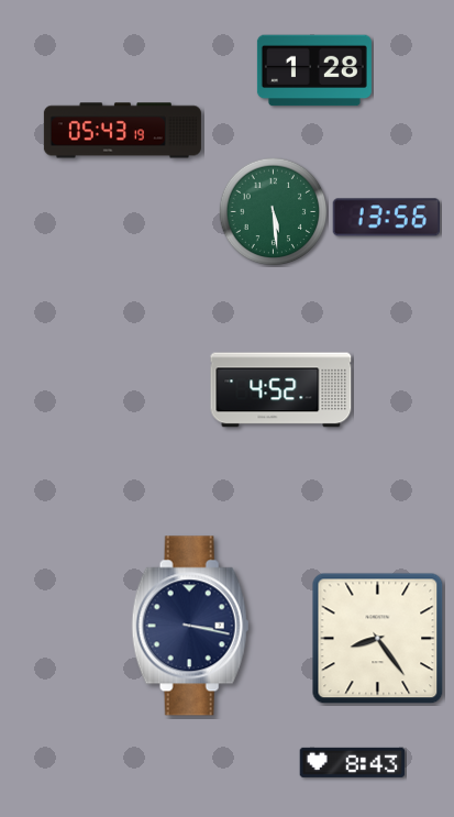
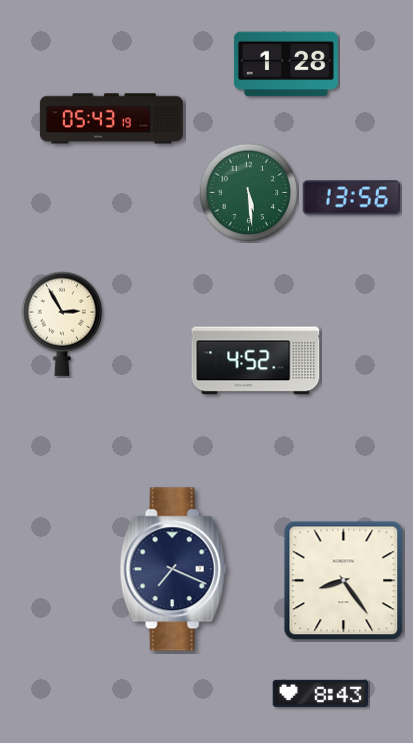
clock at (62, 324): none -> 2:55
clock at (281, 390) position: (281, 390) -> (256, 361)
clock at (190, 626): 3:17 -> 7:19
